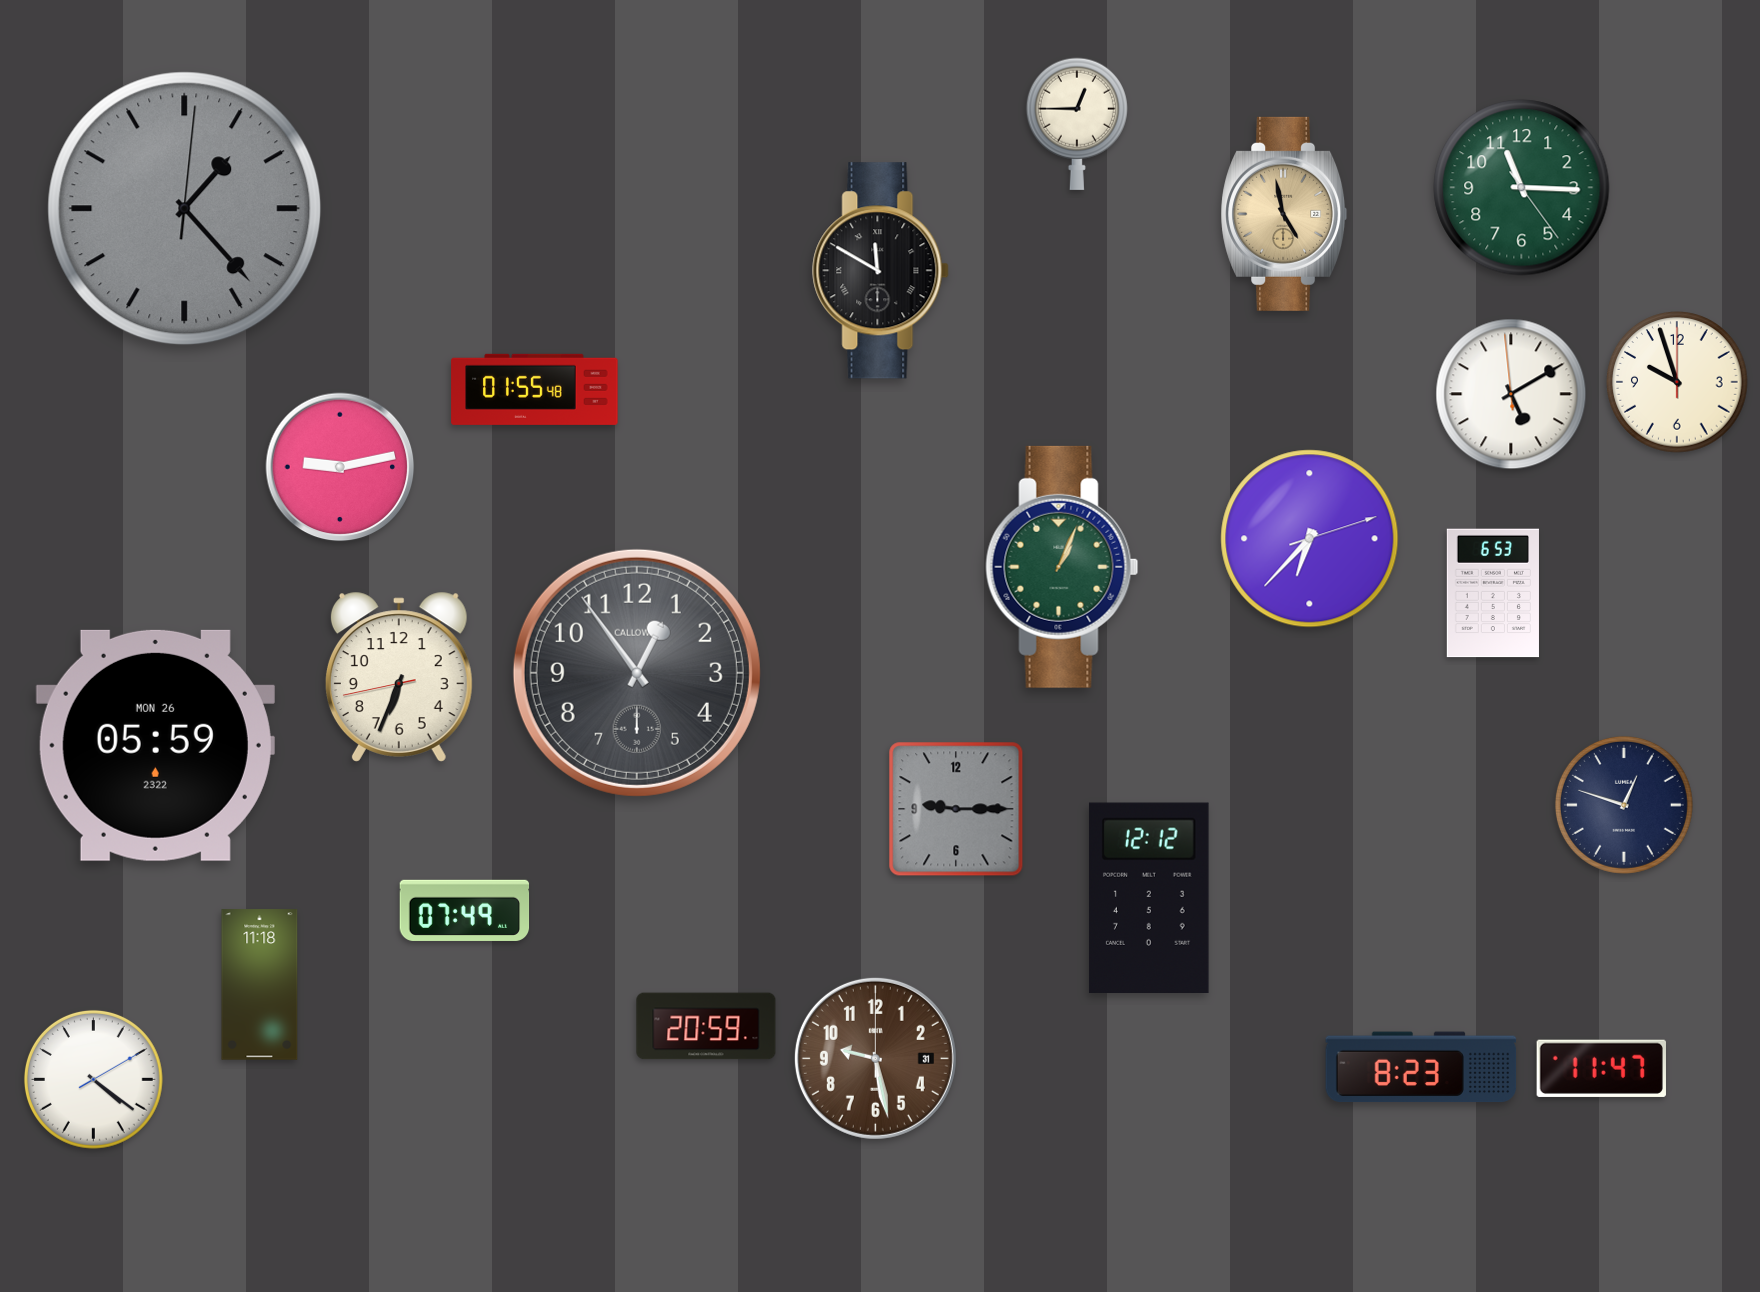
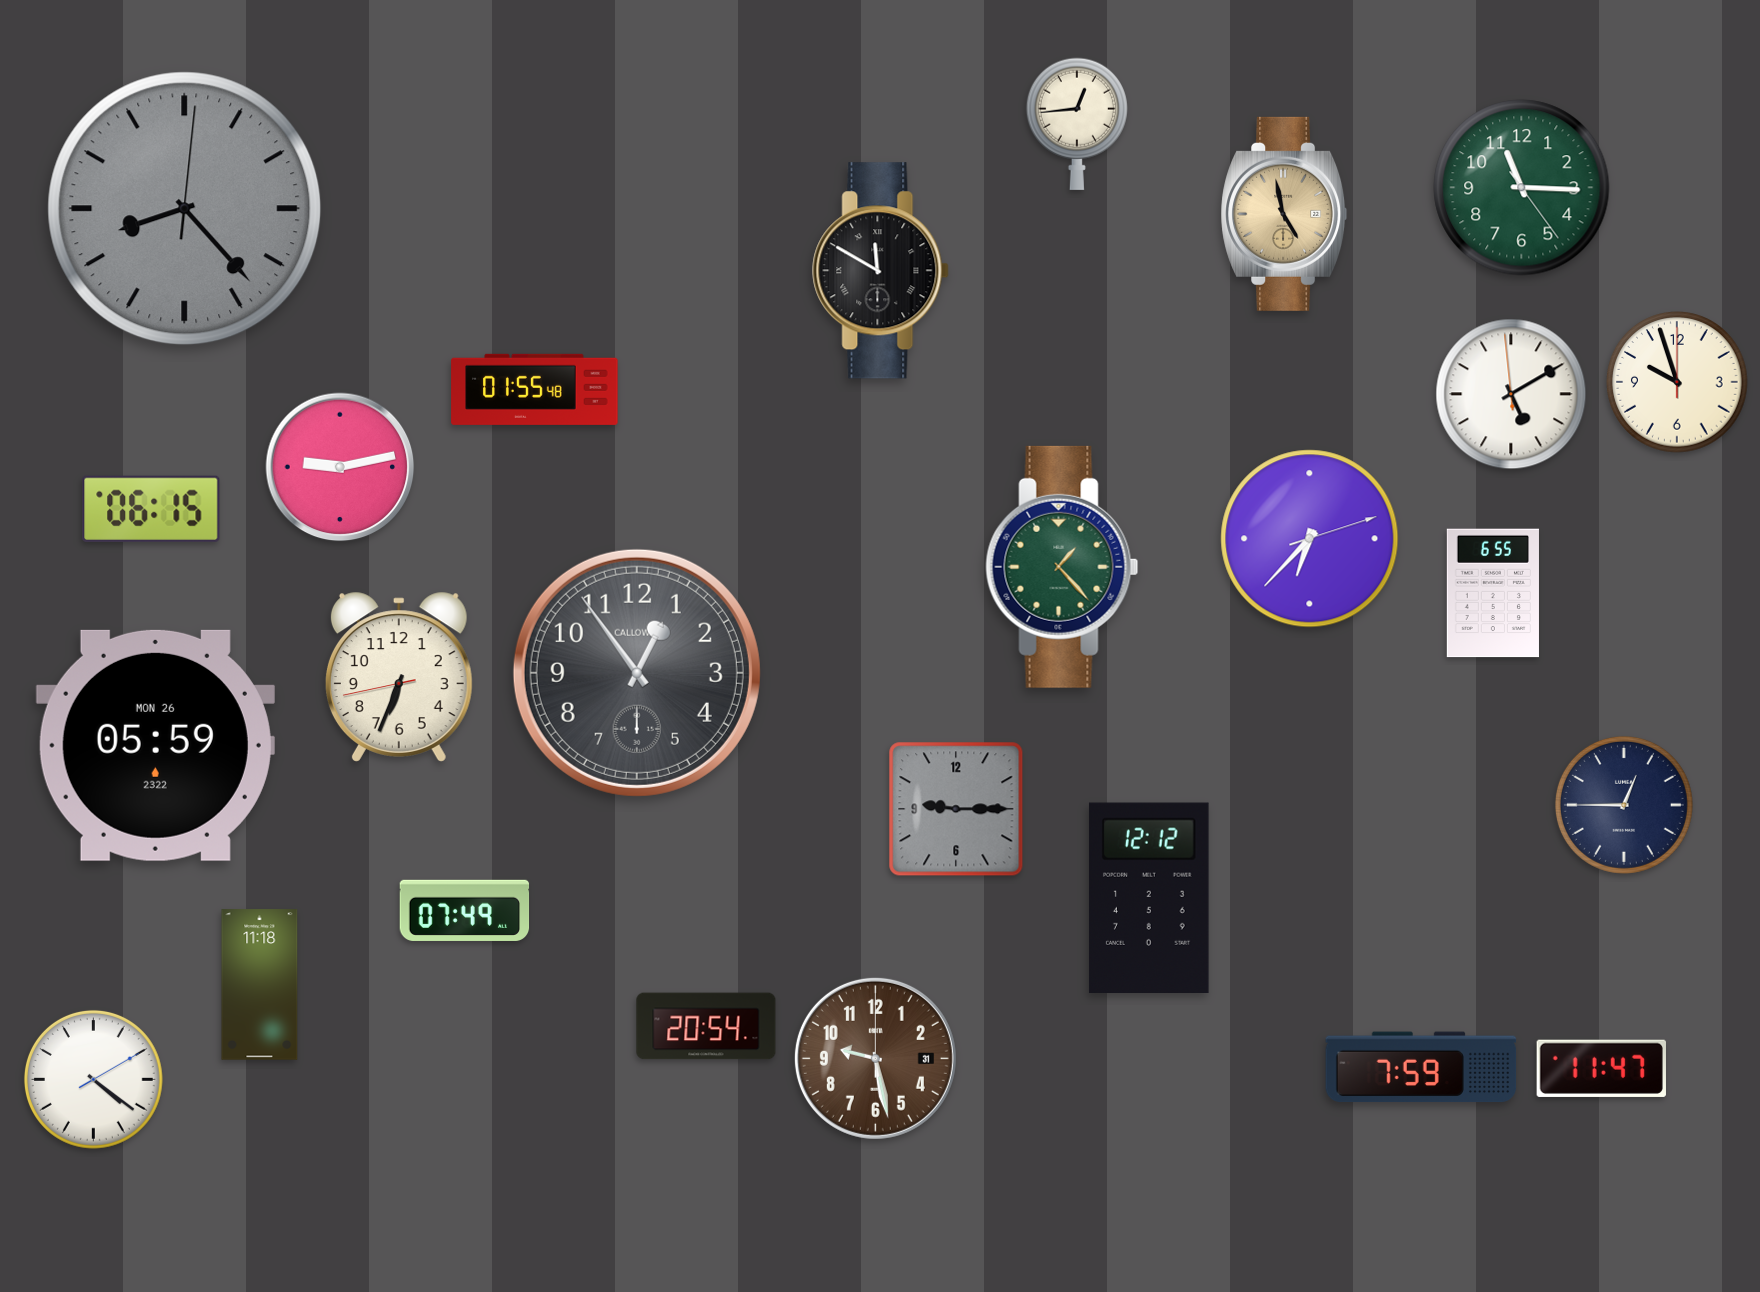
clock at (1077, 124): 12:45 -> 12:44
clock at (185, 209): 1:23 -> 8:23
clock at (151, 509): none -> 06:15
clock at (1062, 567): 1:04 -> 1:23
clock at (1493, 593): 6:53 -> 6:55
clock at (1624, 805): 12:48 -> 12:45
clock at (706, 1026): 20:59 -> 20:54
clock at (1421, 1067): 8:23 -> 7:59
